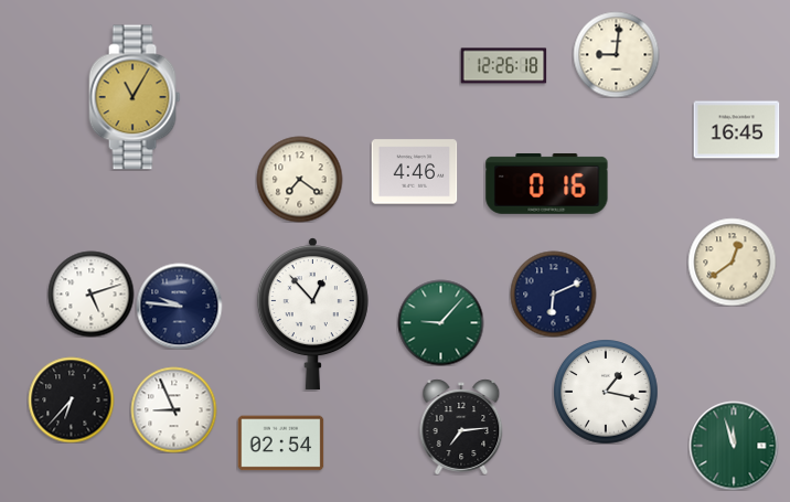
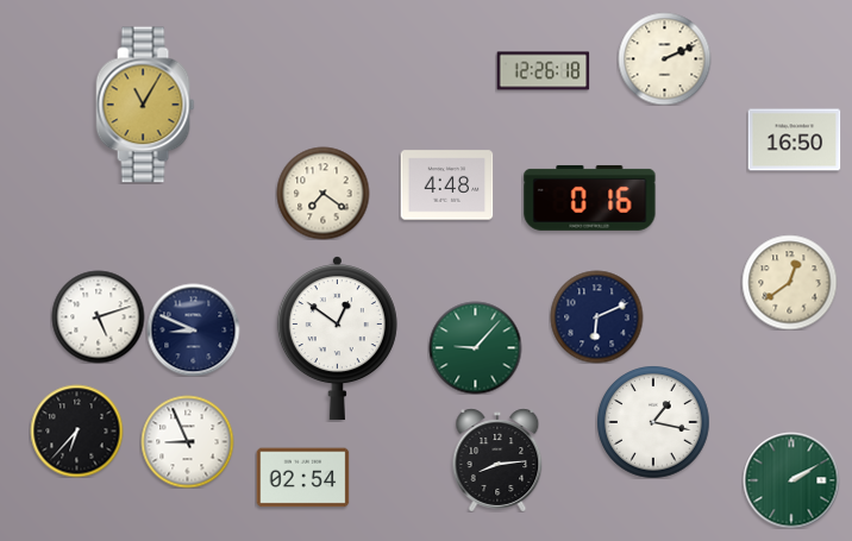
clock at (616, 54): 9:01 -> 2:11
clock at (736, 130): 16:45 -> 16:50
clock at (414, 172): 4:46 -> 4:48
clock at (179, 306): 9:46 -> 8:49
clock at (312, 314): 12:53 -> 12:51
clock at (461, 427): 7:14 -> 8:14
clock at (734, 446): 11:57 -> 2:10
